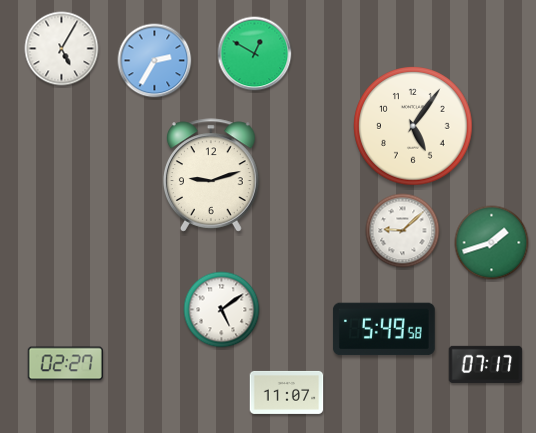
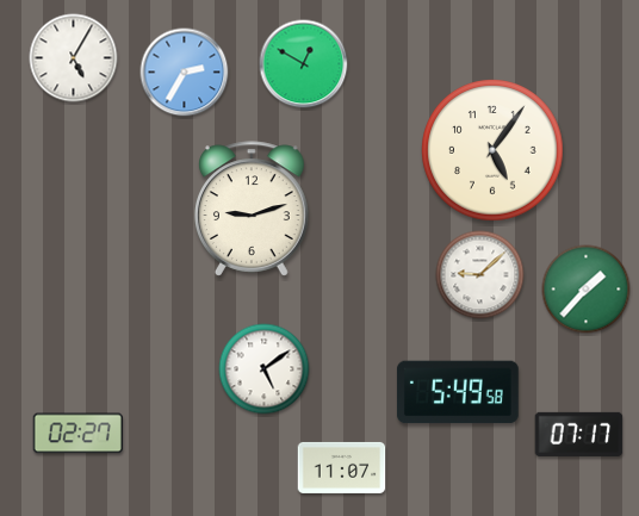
clock at (492, 243): 1:42 -> 1:37
